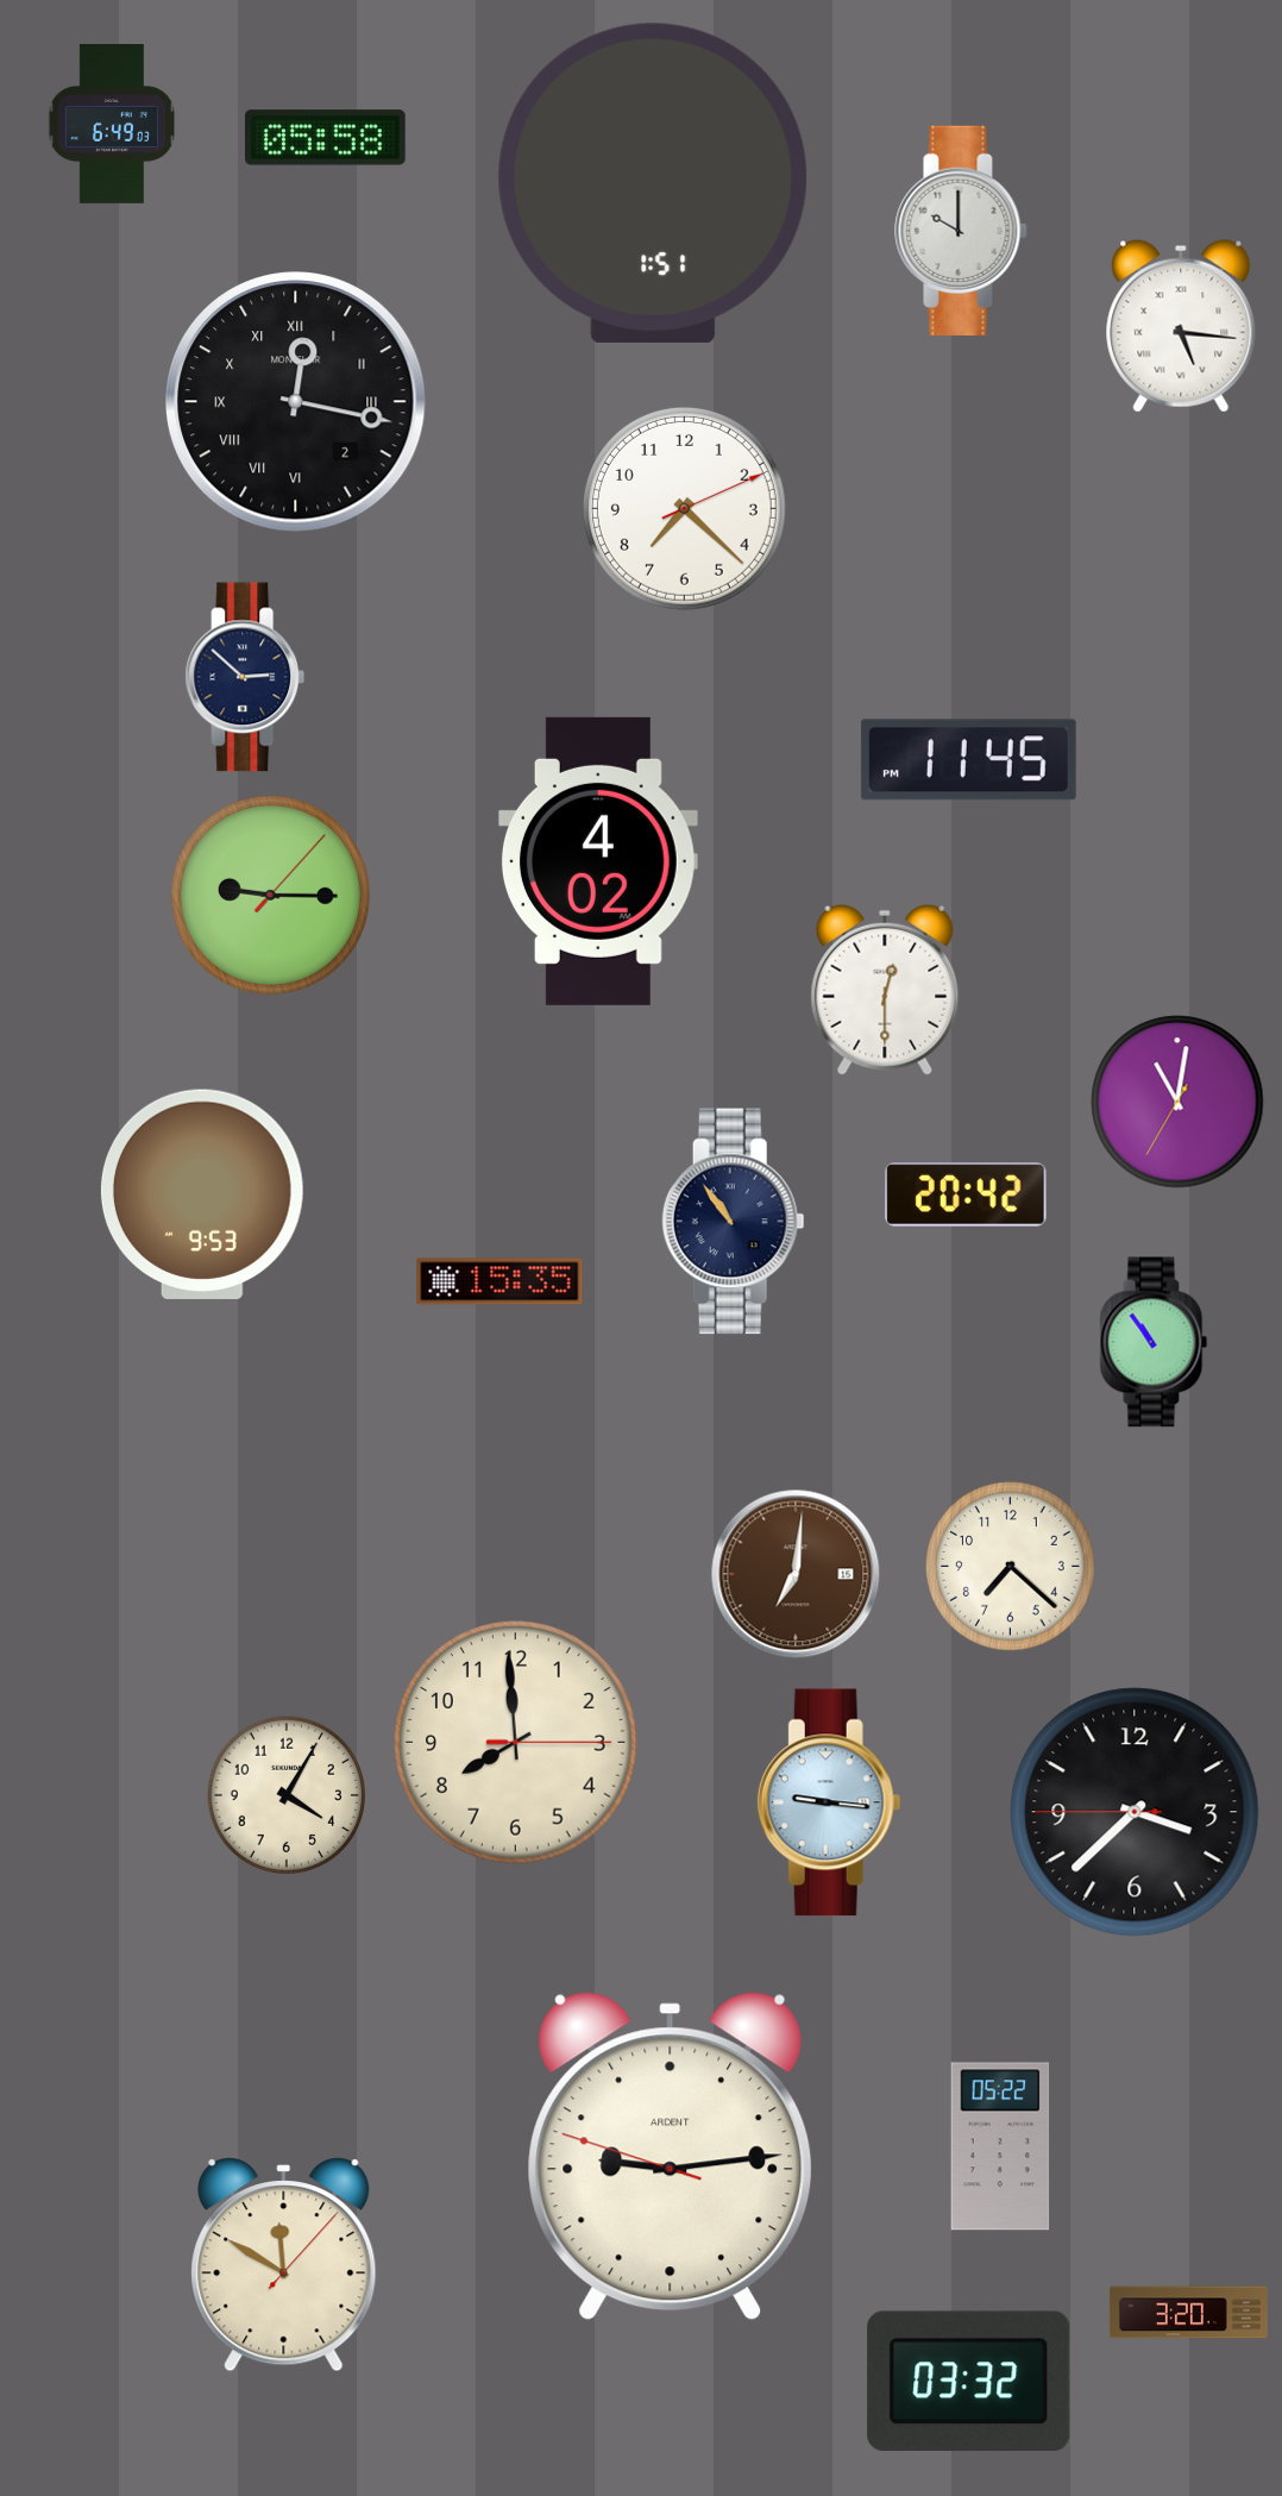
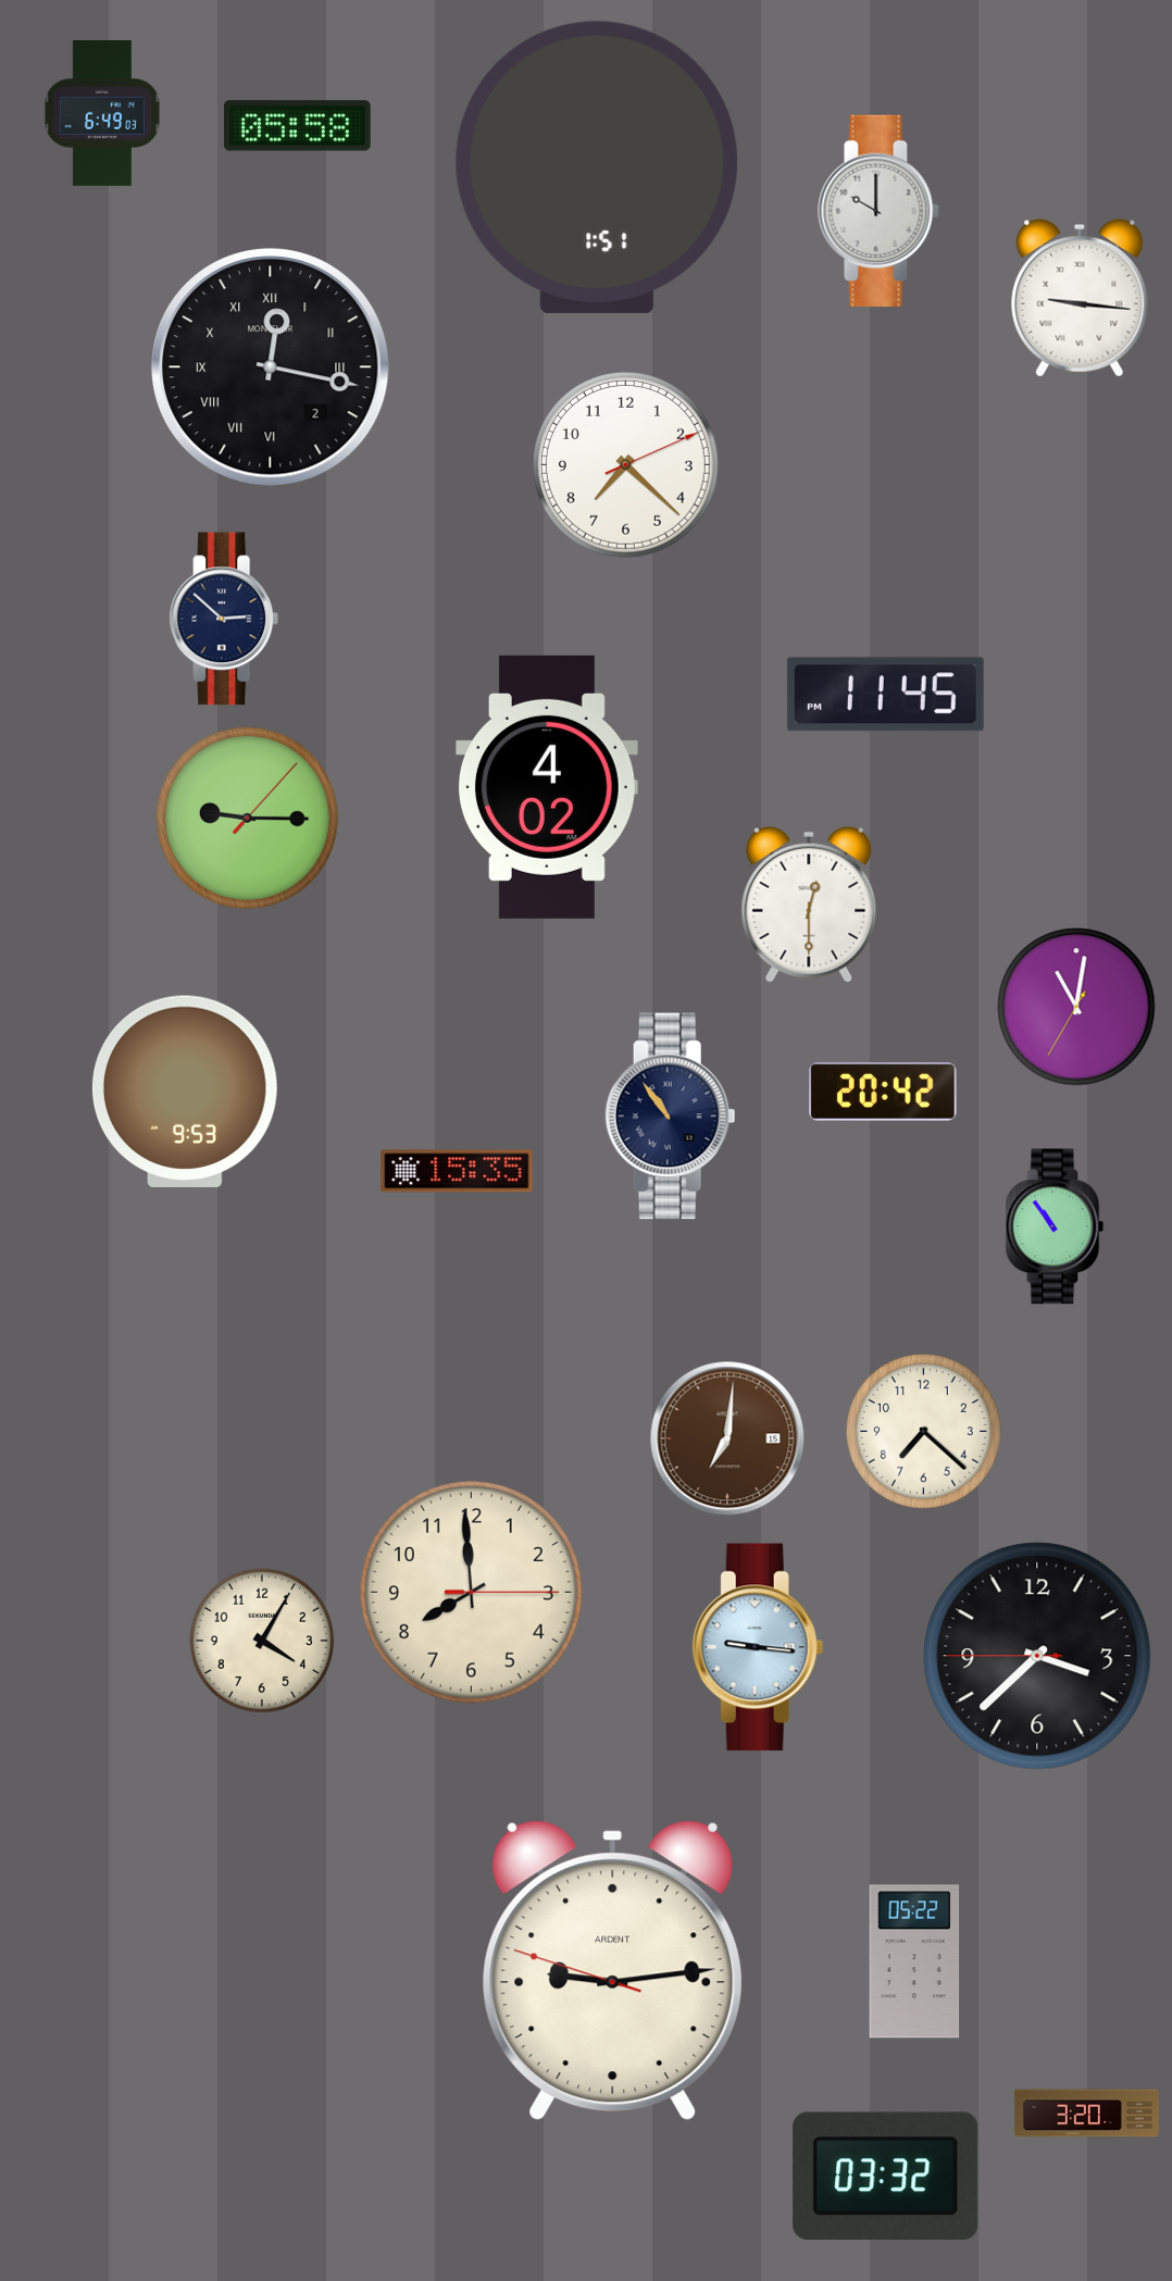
clock at (1181, 326): 5:16 -> 9:16
clock at (284, 2265): 11:50 -> none
